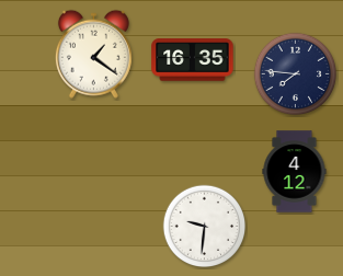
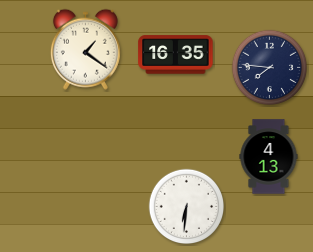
clock at (295, 172): 4:12 -> 4:13
clock at (205, 227): 9:31 -> 6:31
